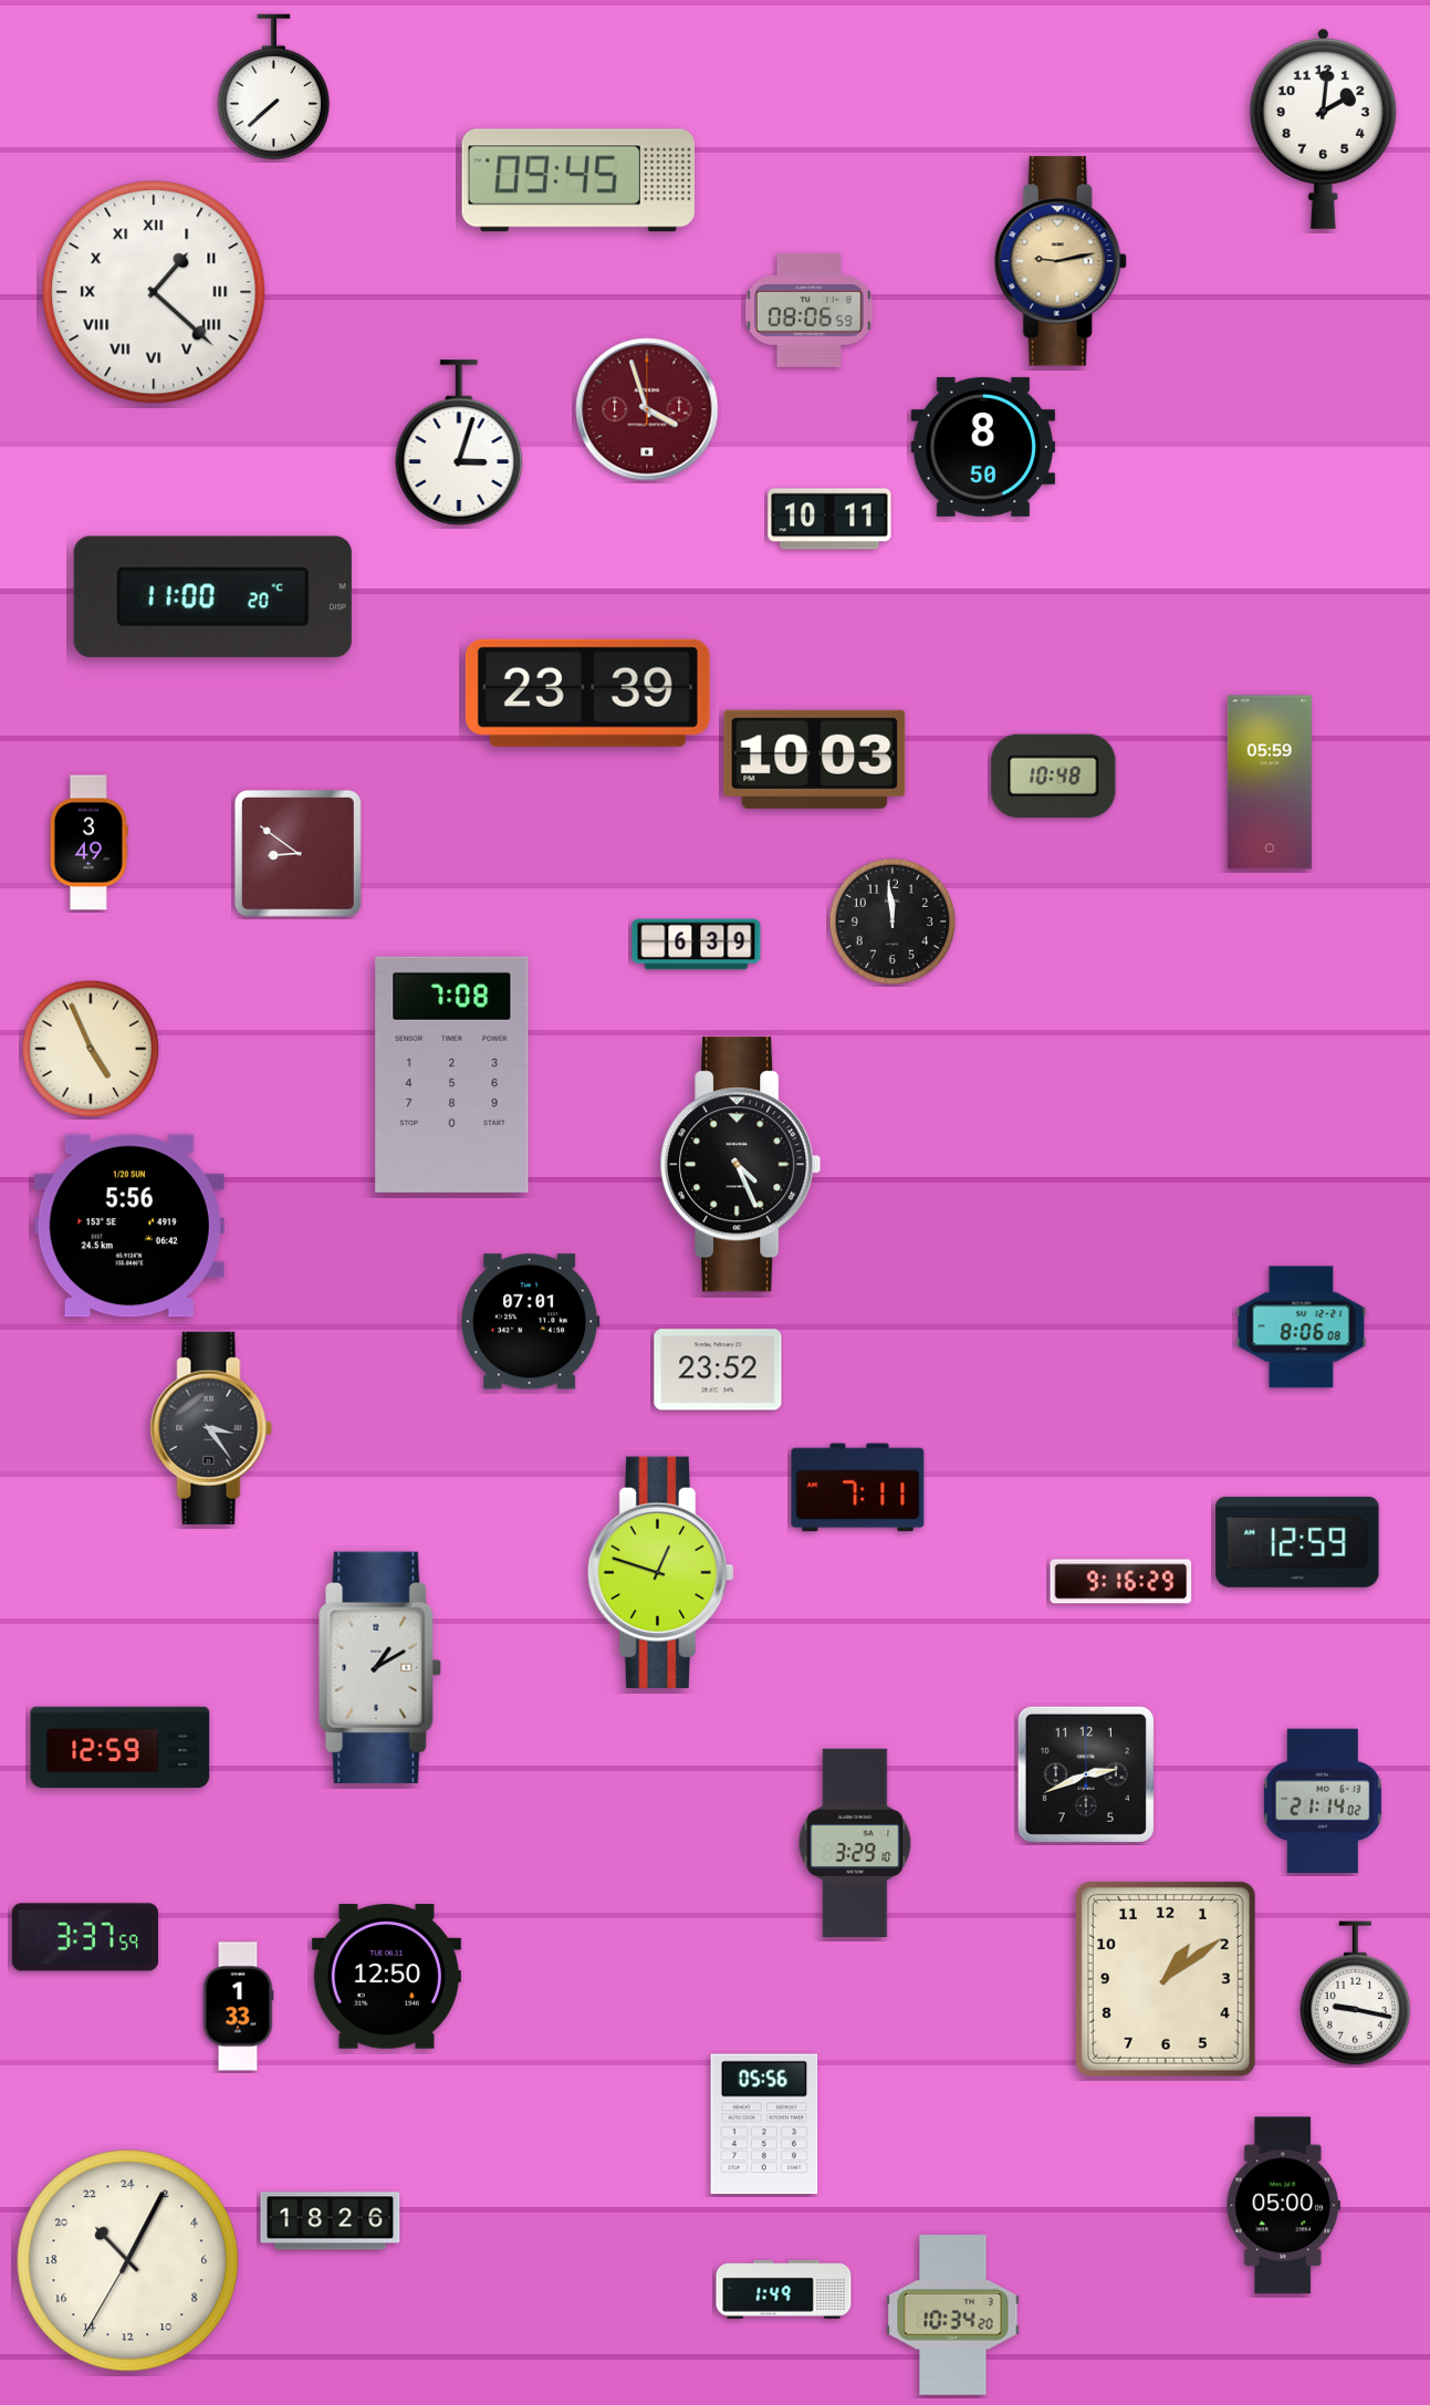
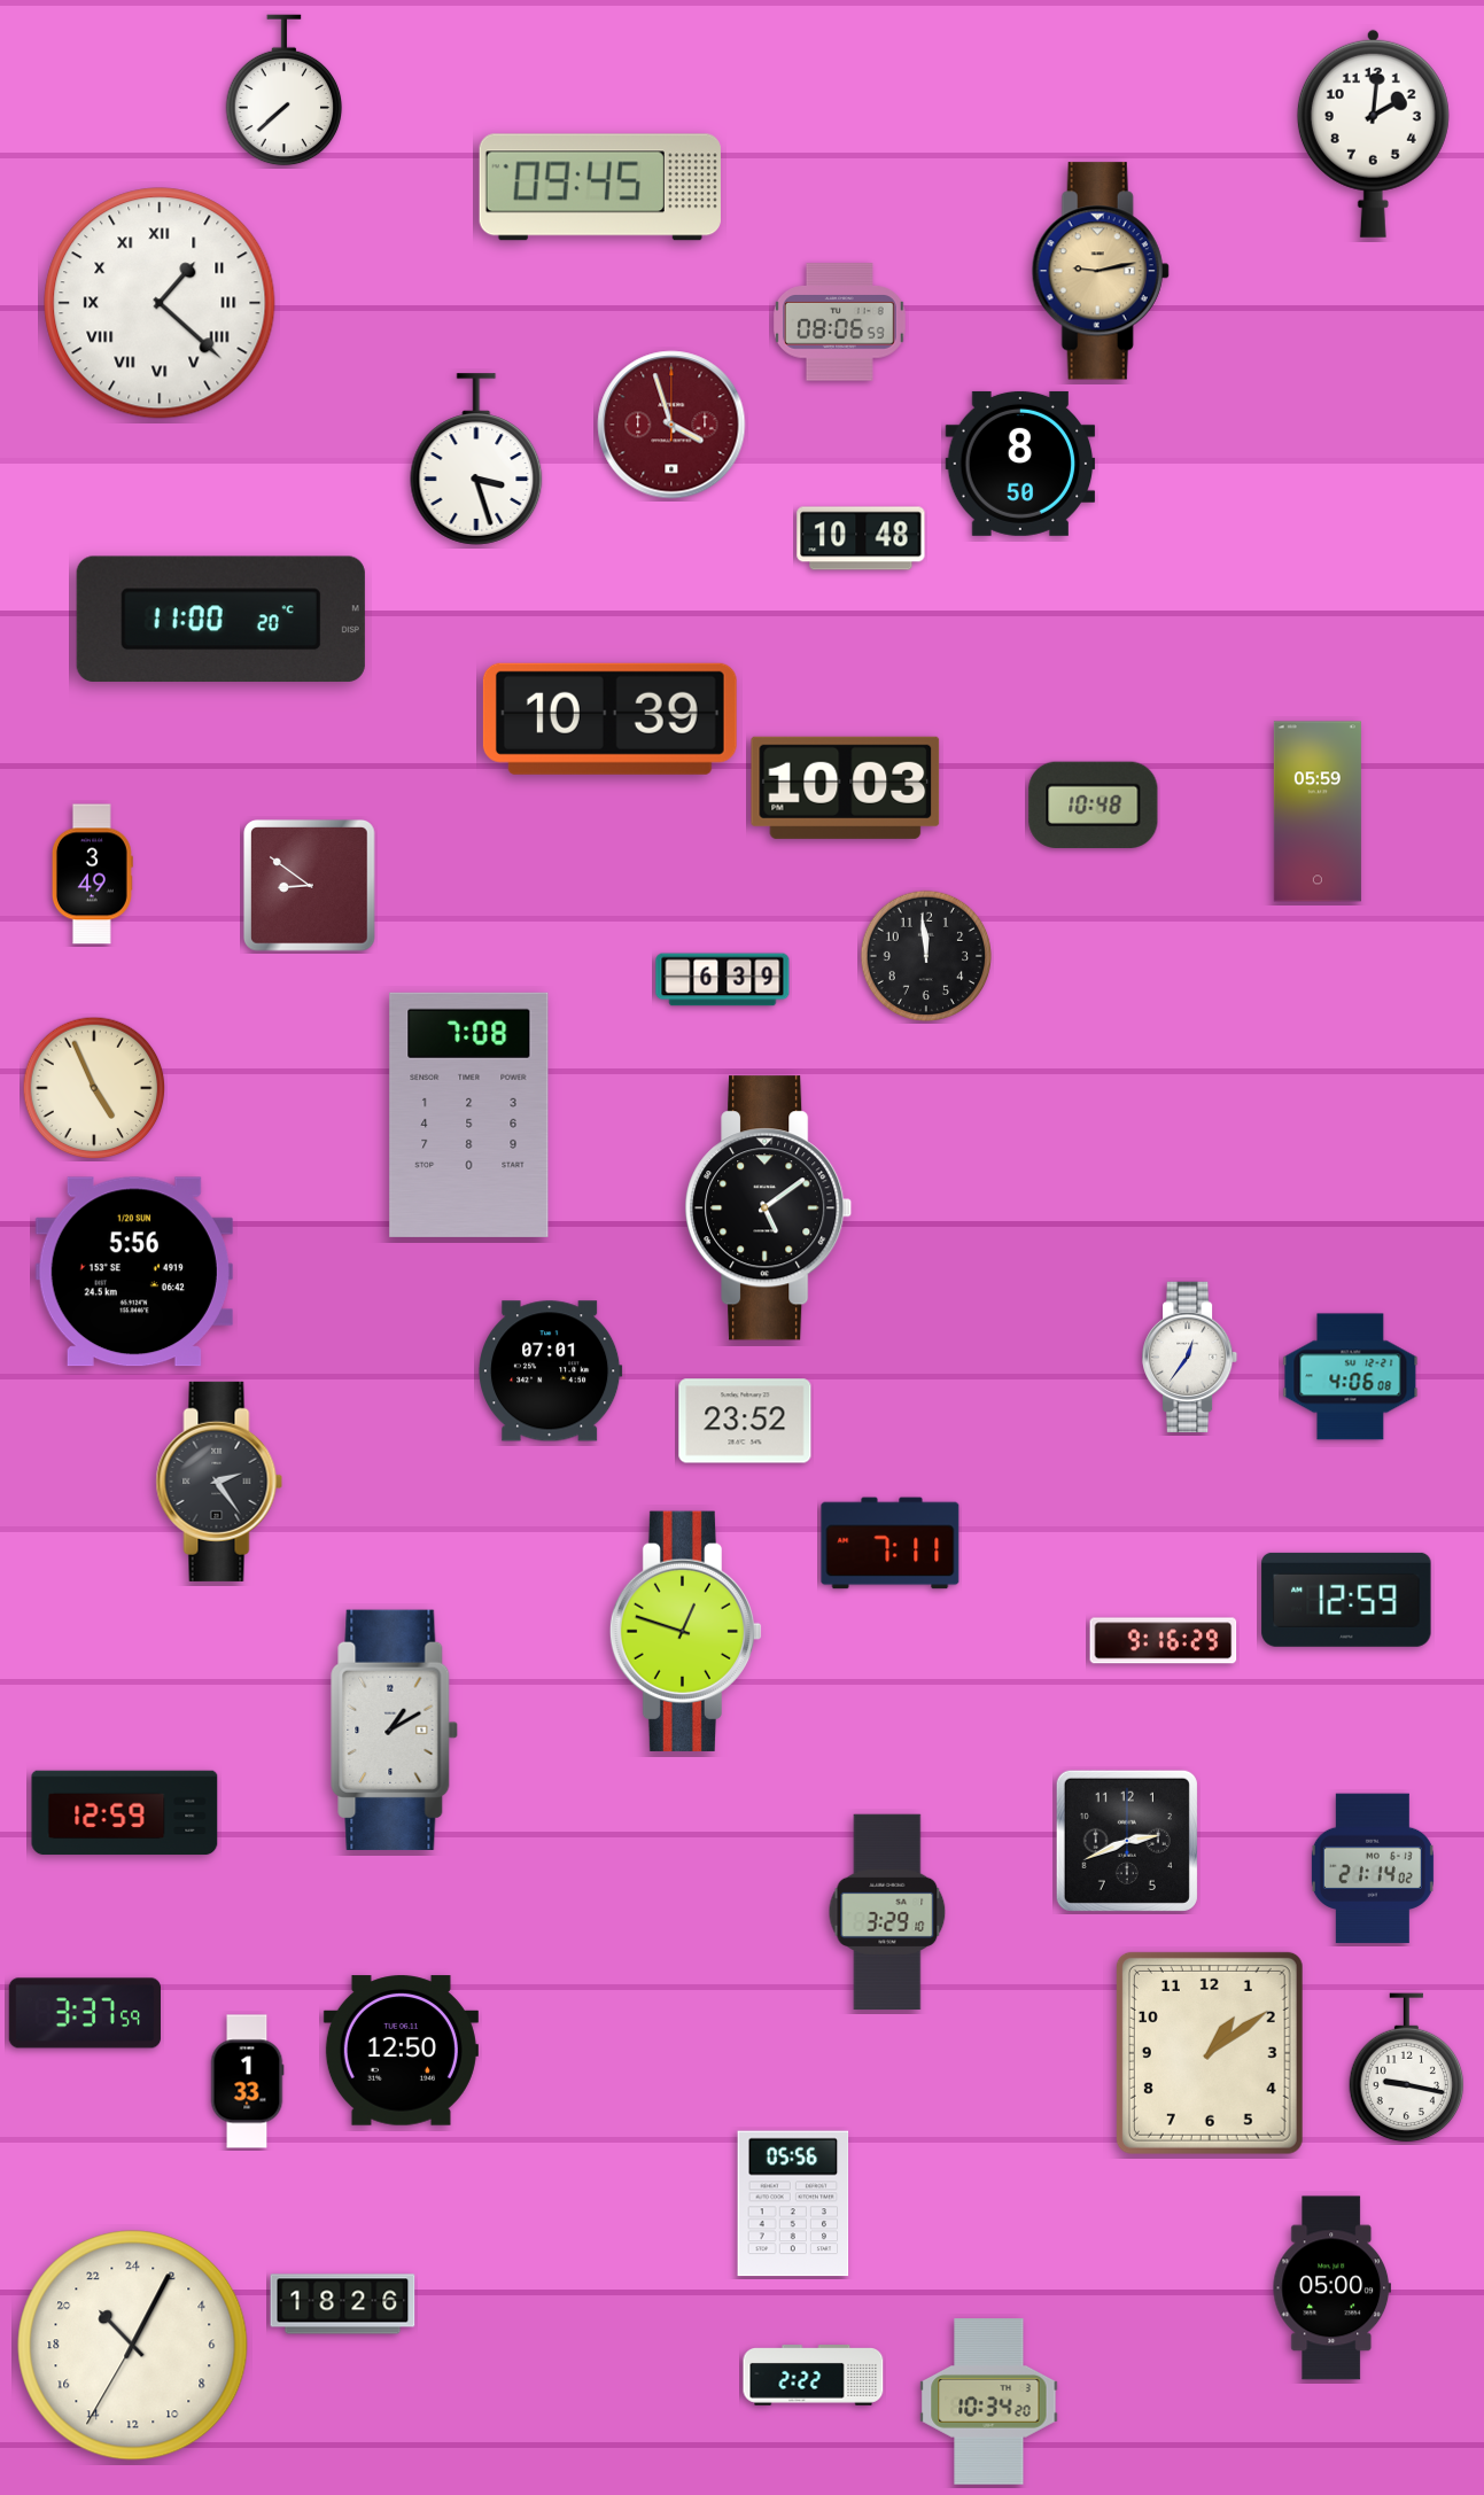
clock at (459, 443): 3:03 -> 3:27
clock at (829, 519): 10:11 -> 10:48
clock at (587, 693): 23:39 -> 10:39
clock at (741, 1165): 4:26 -> 5:09
clock at (1190, 1358): none -> 12:36
clock at (1302, 1328): 8:06 -> 4:06
clock at (211, 1428): 3:24 -> 2:24
clock at (84, 1937) position: (84, 1937) -> (84, 2013)
clock at (784, 2290): 1:49 -> 2:22
